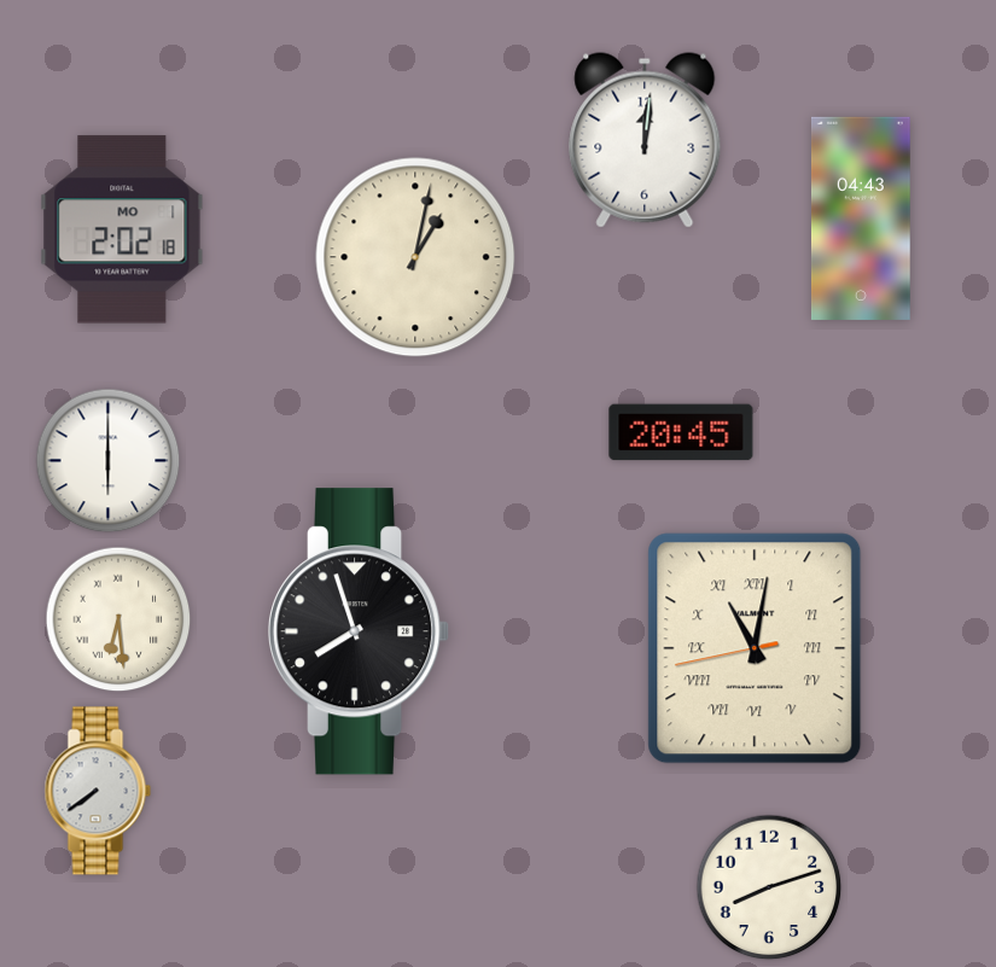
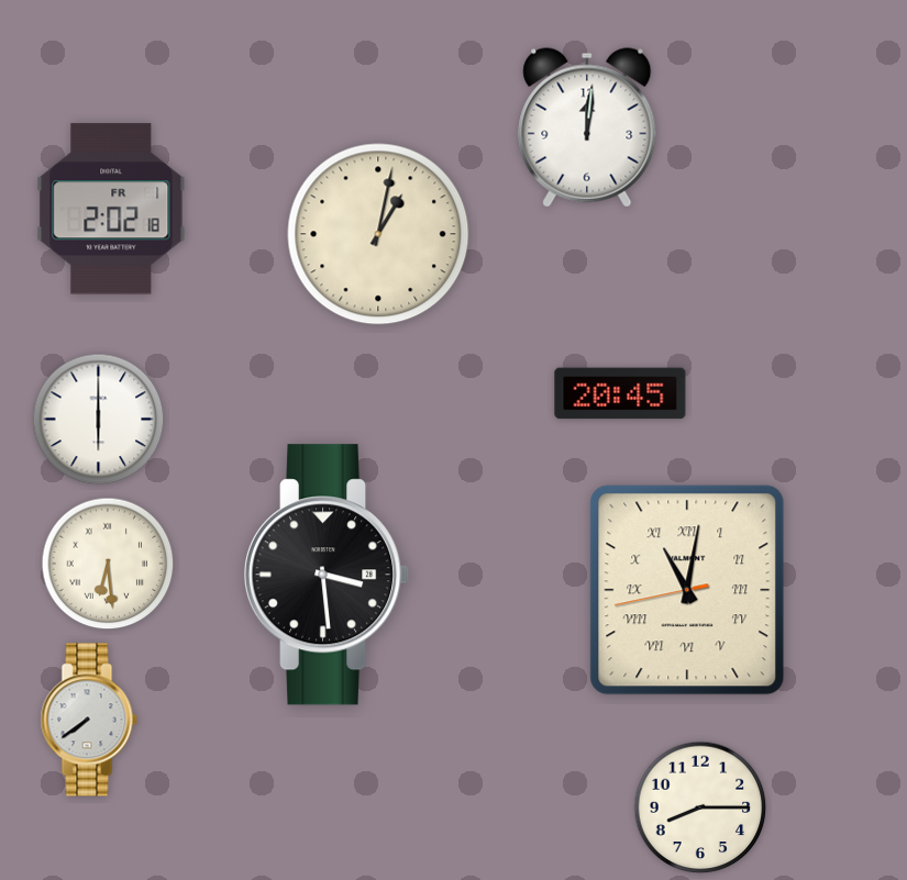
clock at (862, 219): 04:43 -> none
clock at (122, 229) date: MO 1 -> FR 1
clock at (359, 631): 7:57 -> 3:29
clock at (769, 887): 8:12 -> 8:15
